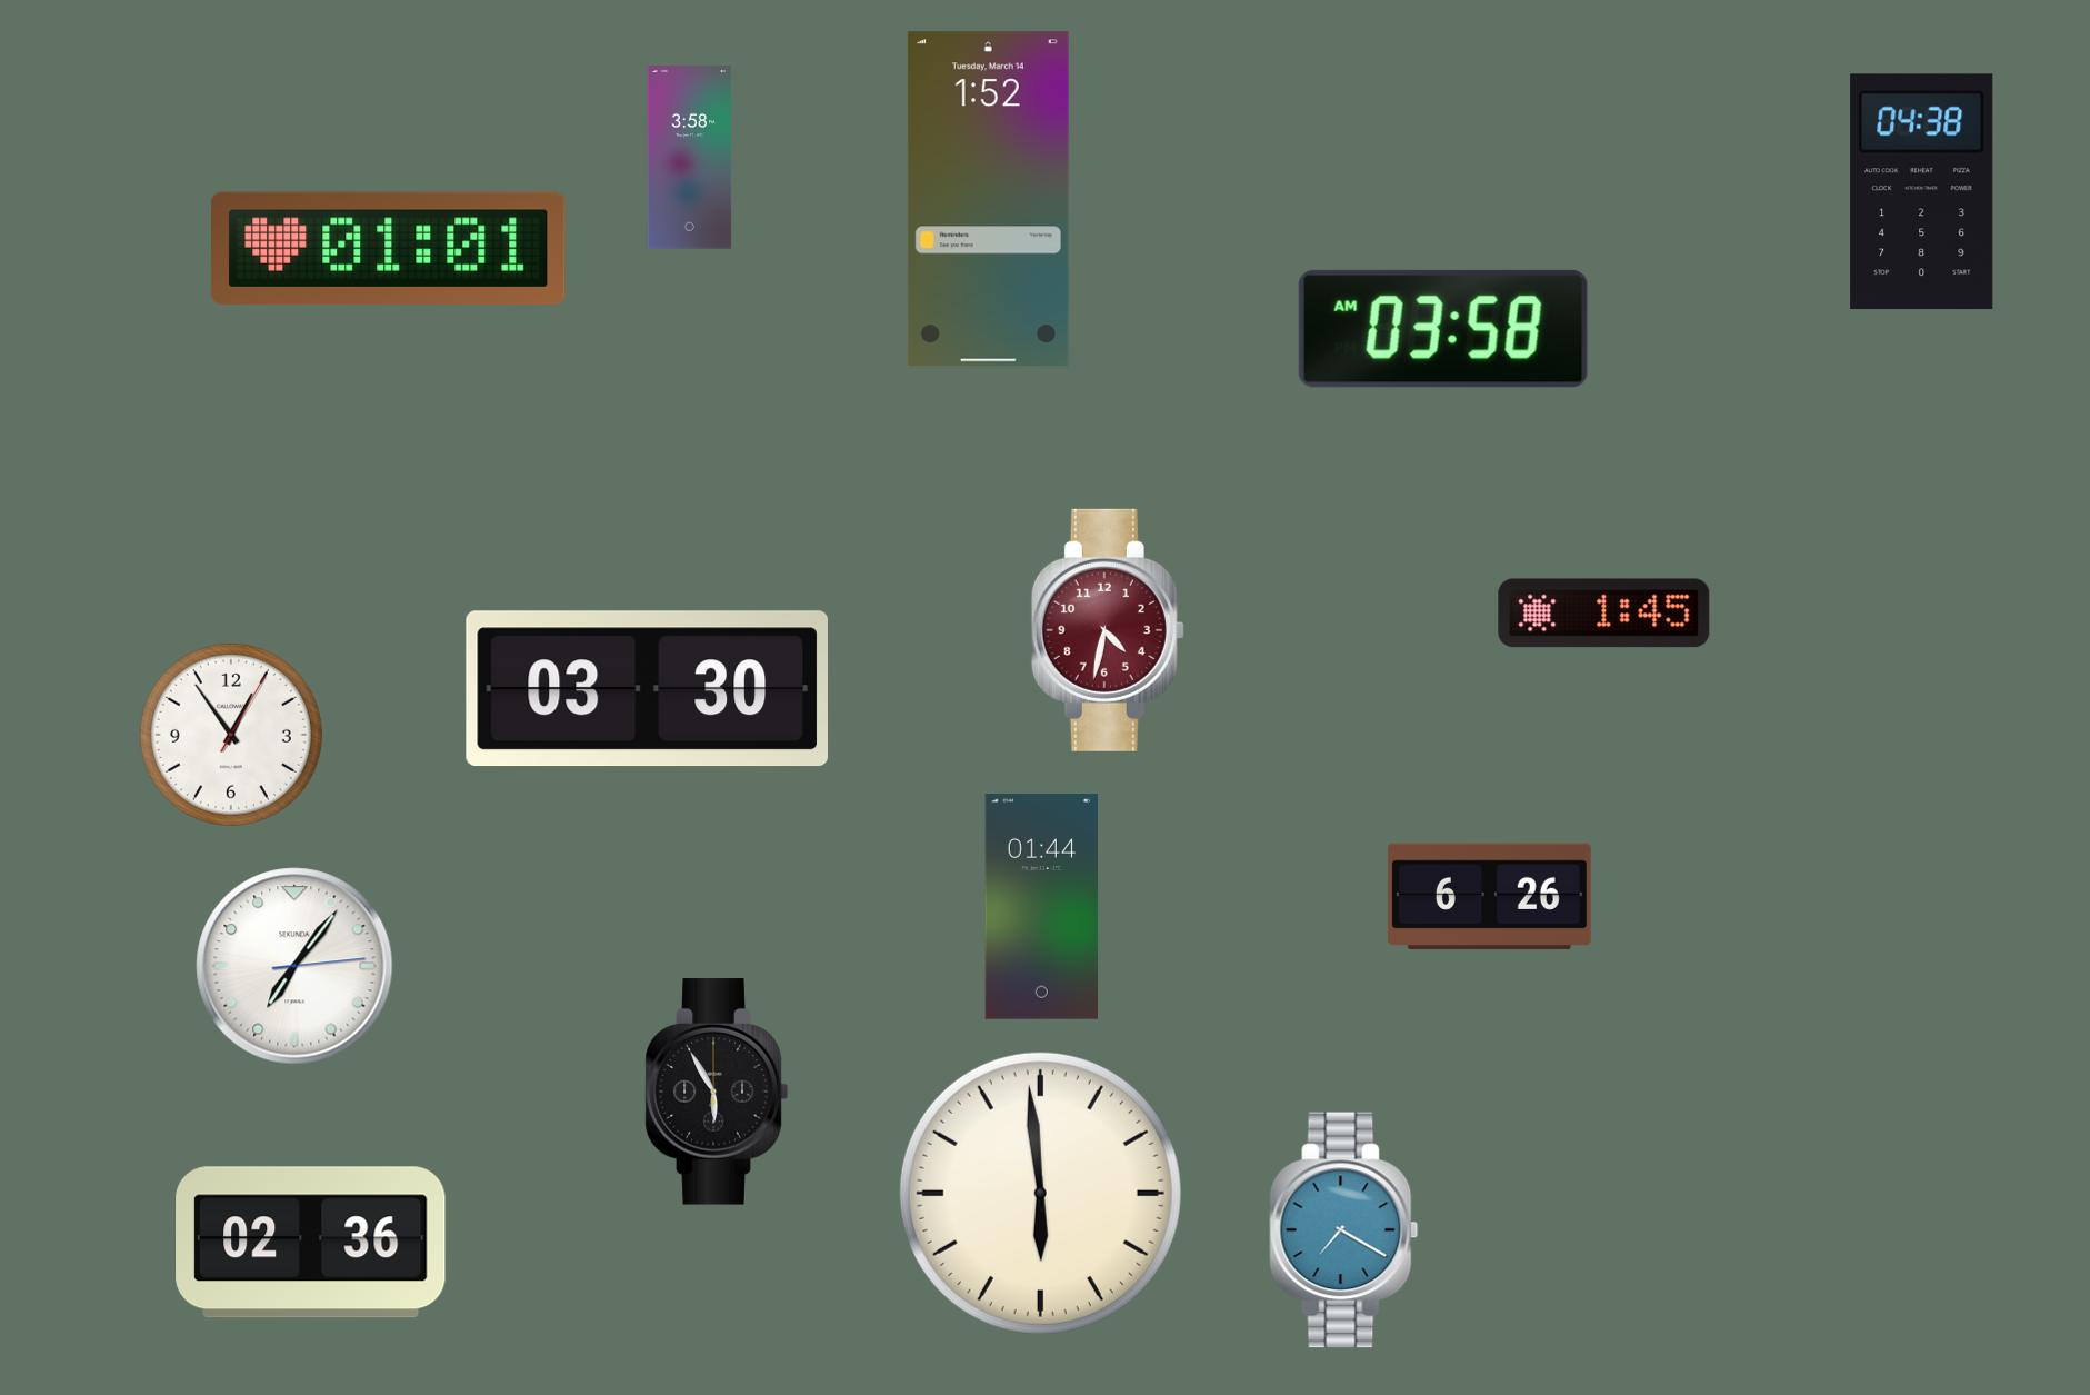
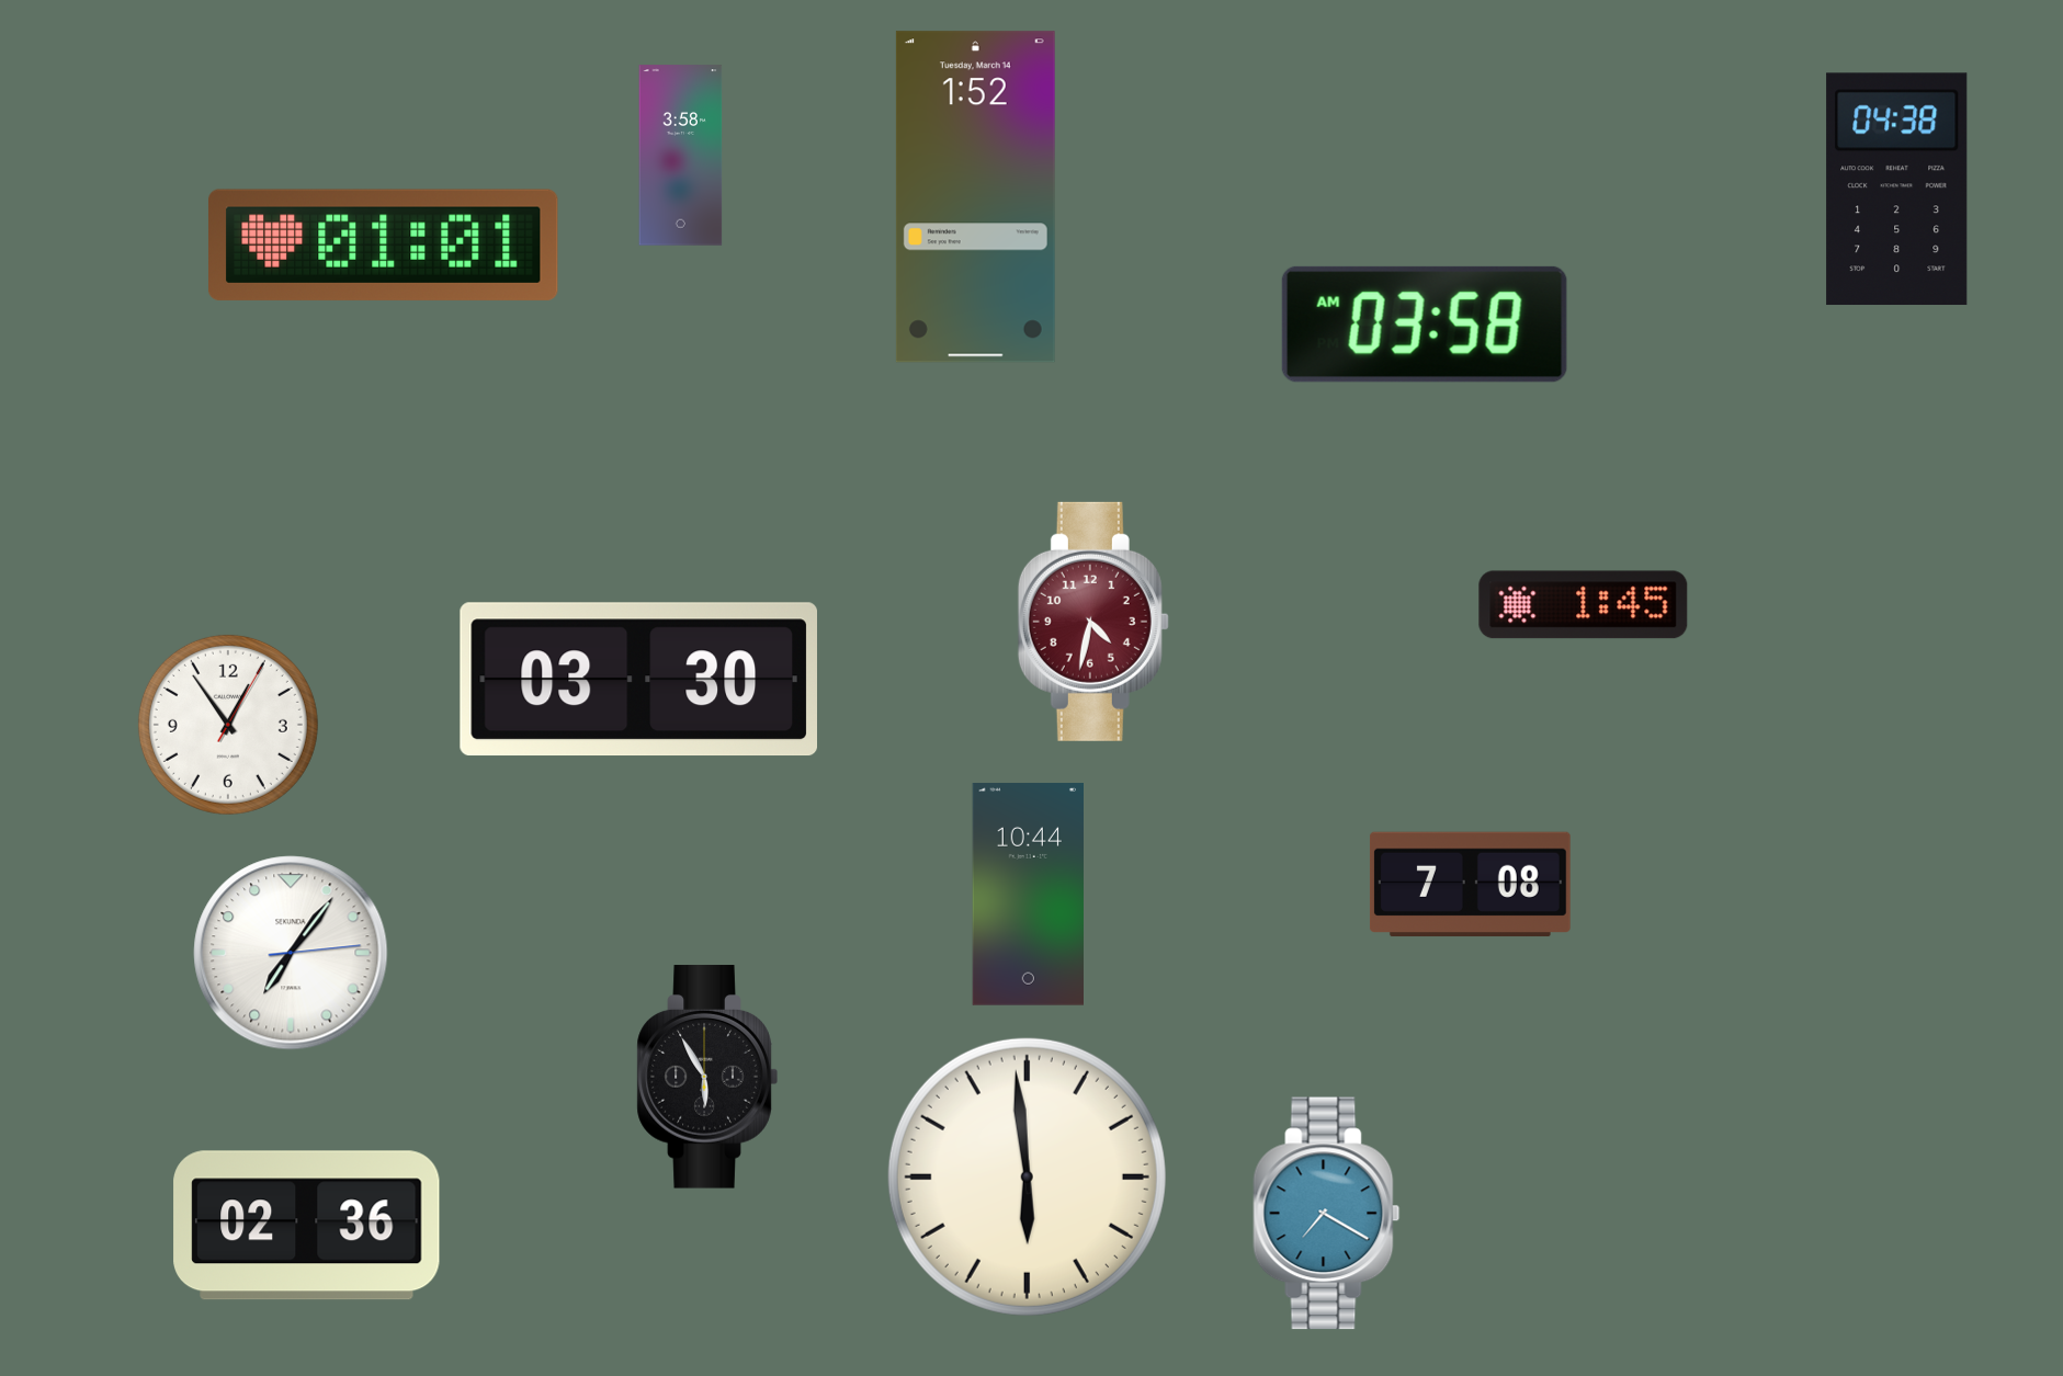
clock at (1489, 897): 6:26 -> 7:08
clock at (1041, 907): 01:44 -> 10:44
